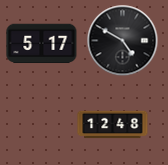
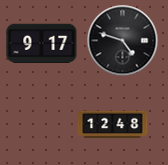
clock at (123, 41): 4:50 -> 4:48
clock at (42, 44): 5:17 -> 9:17
